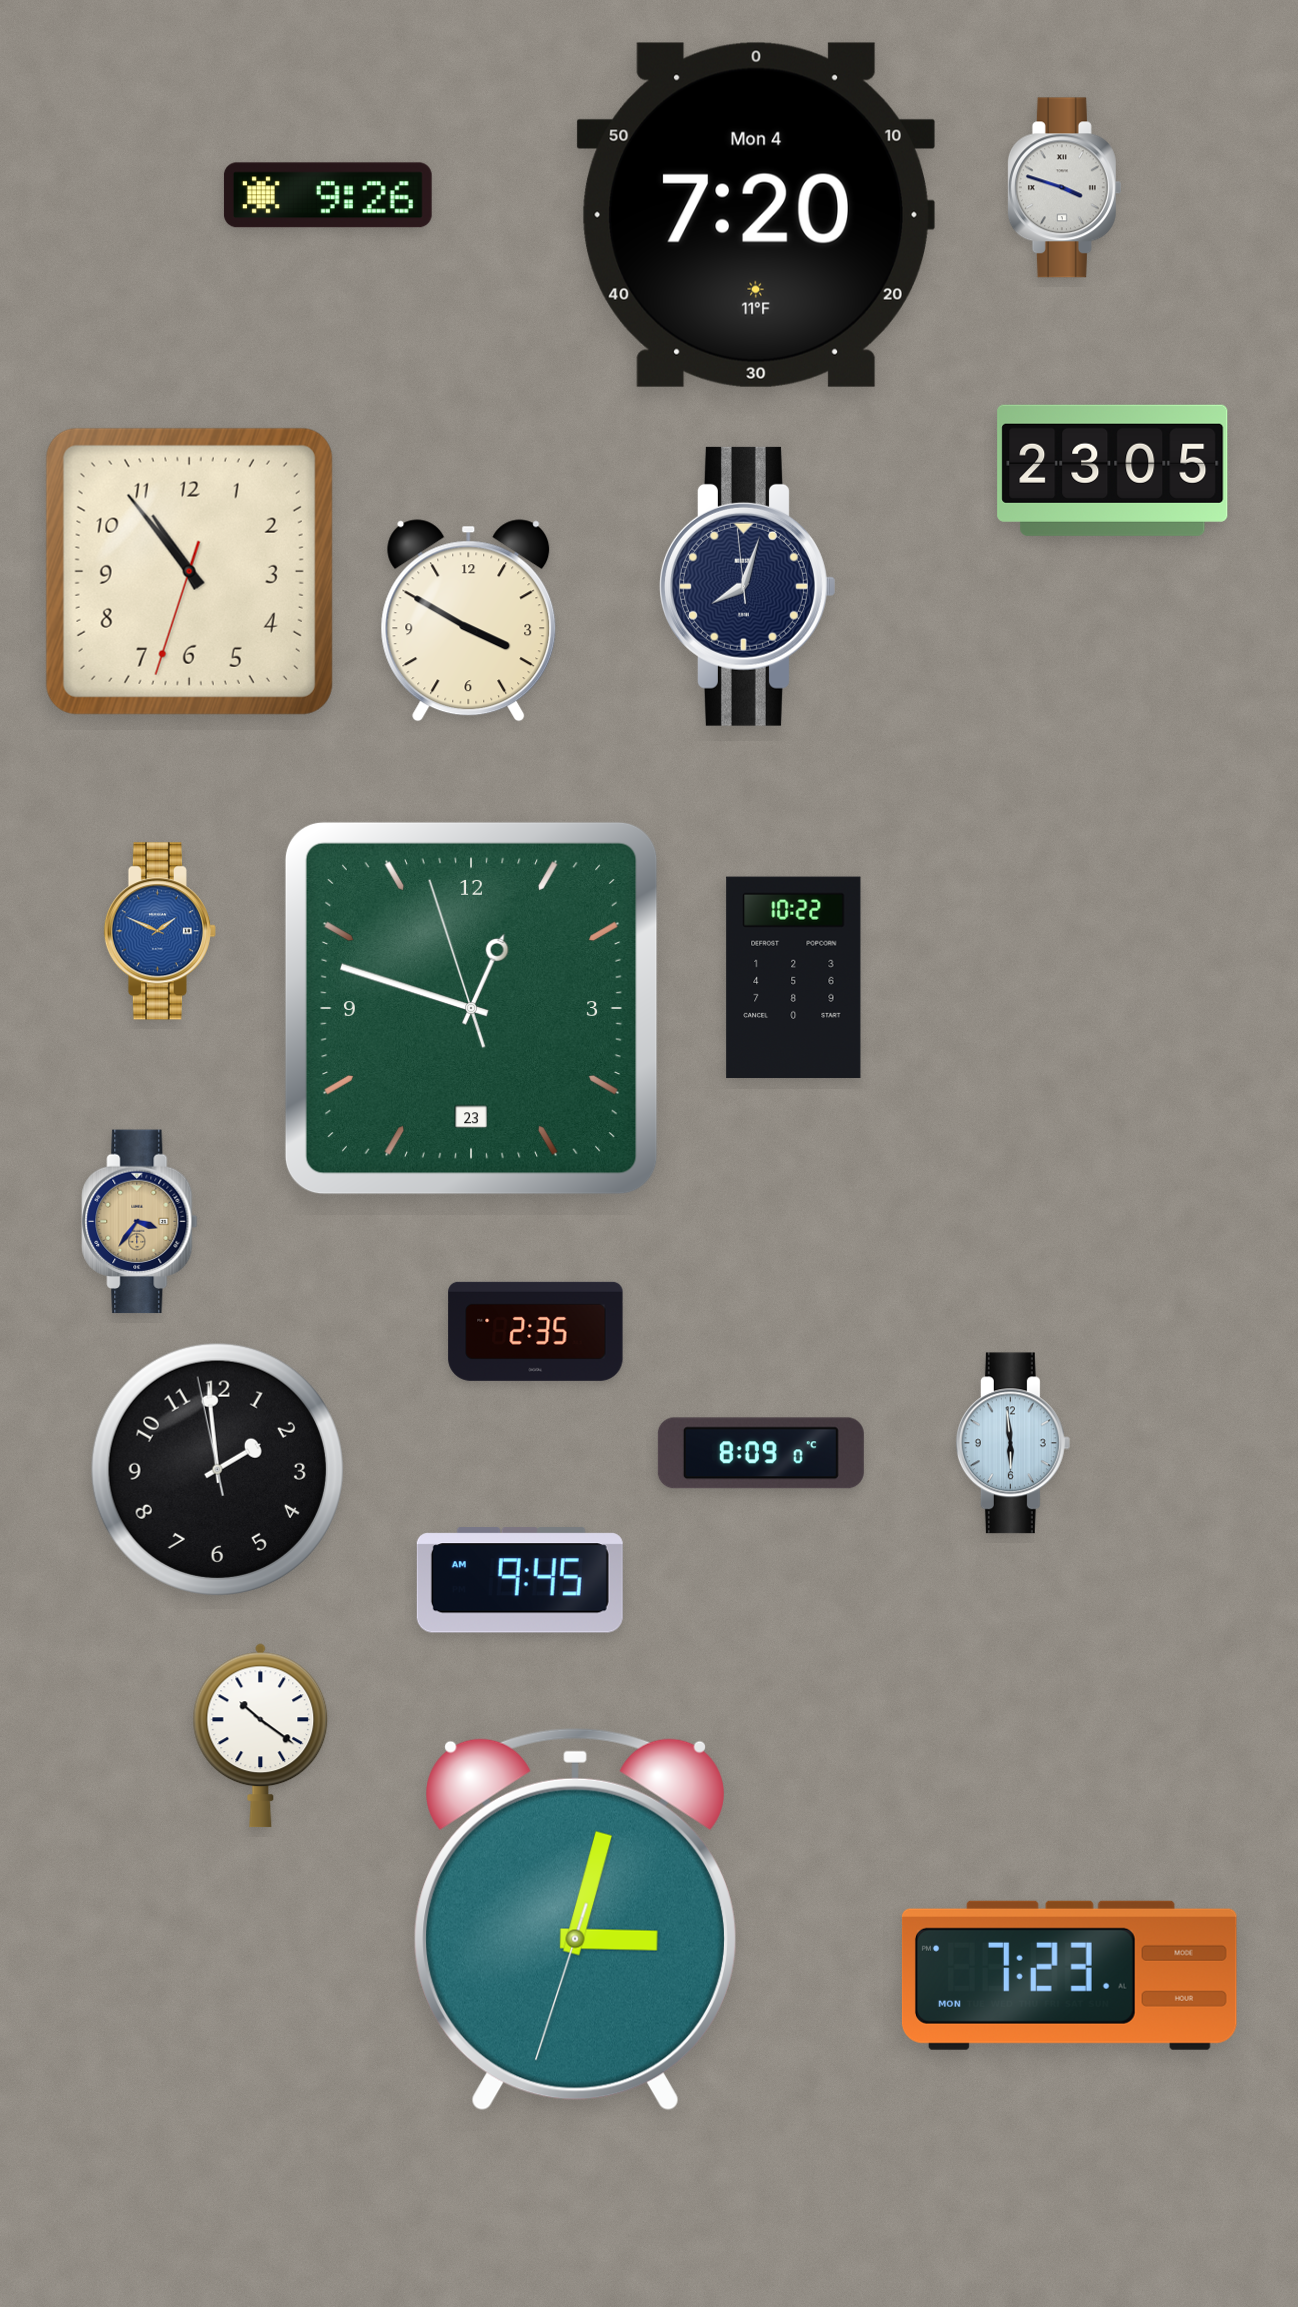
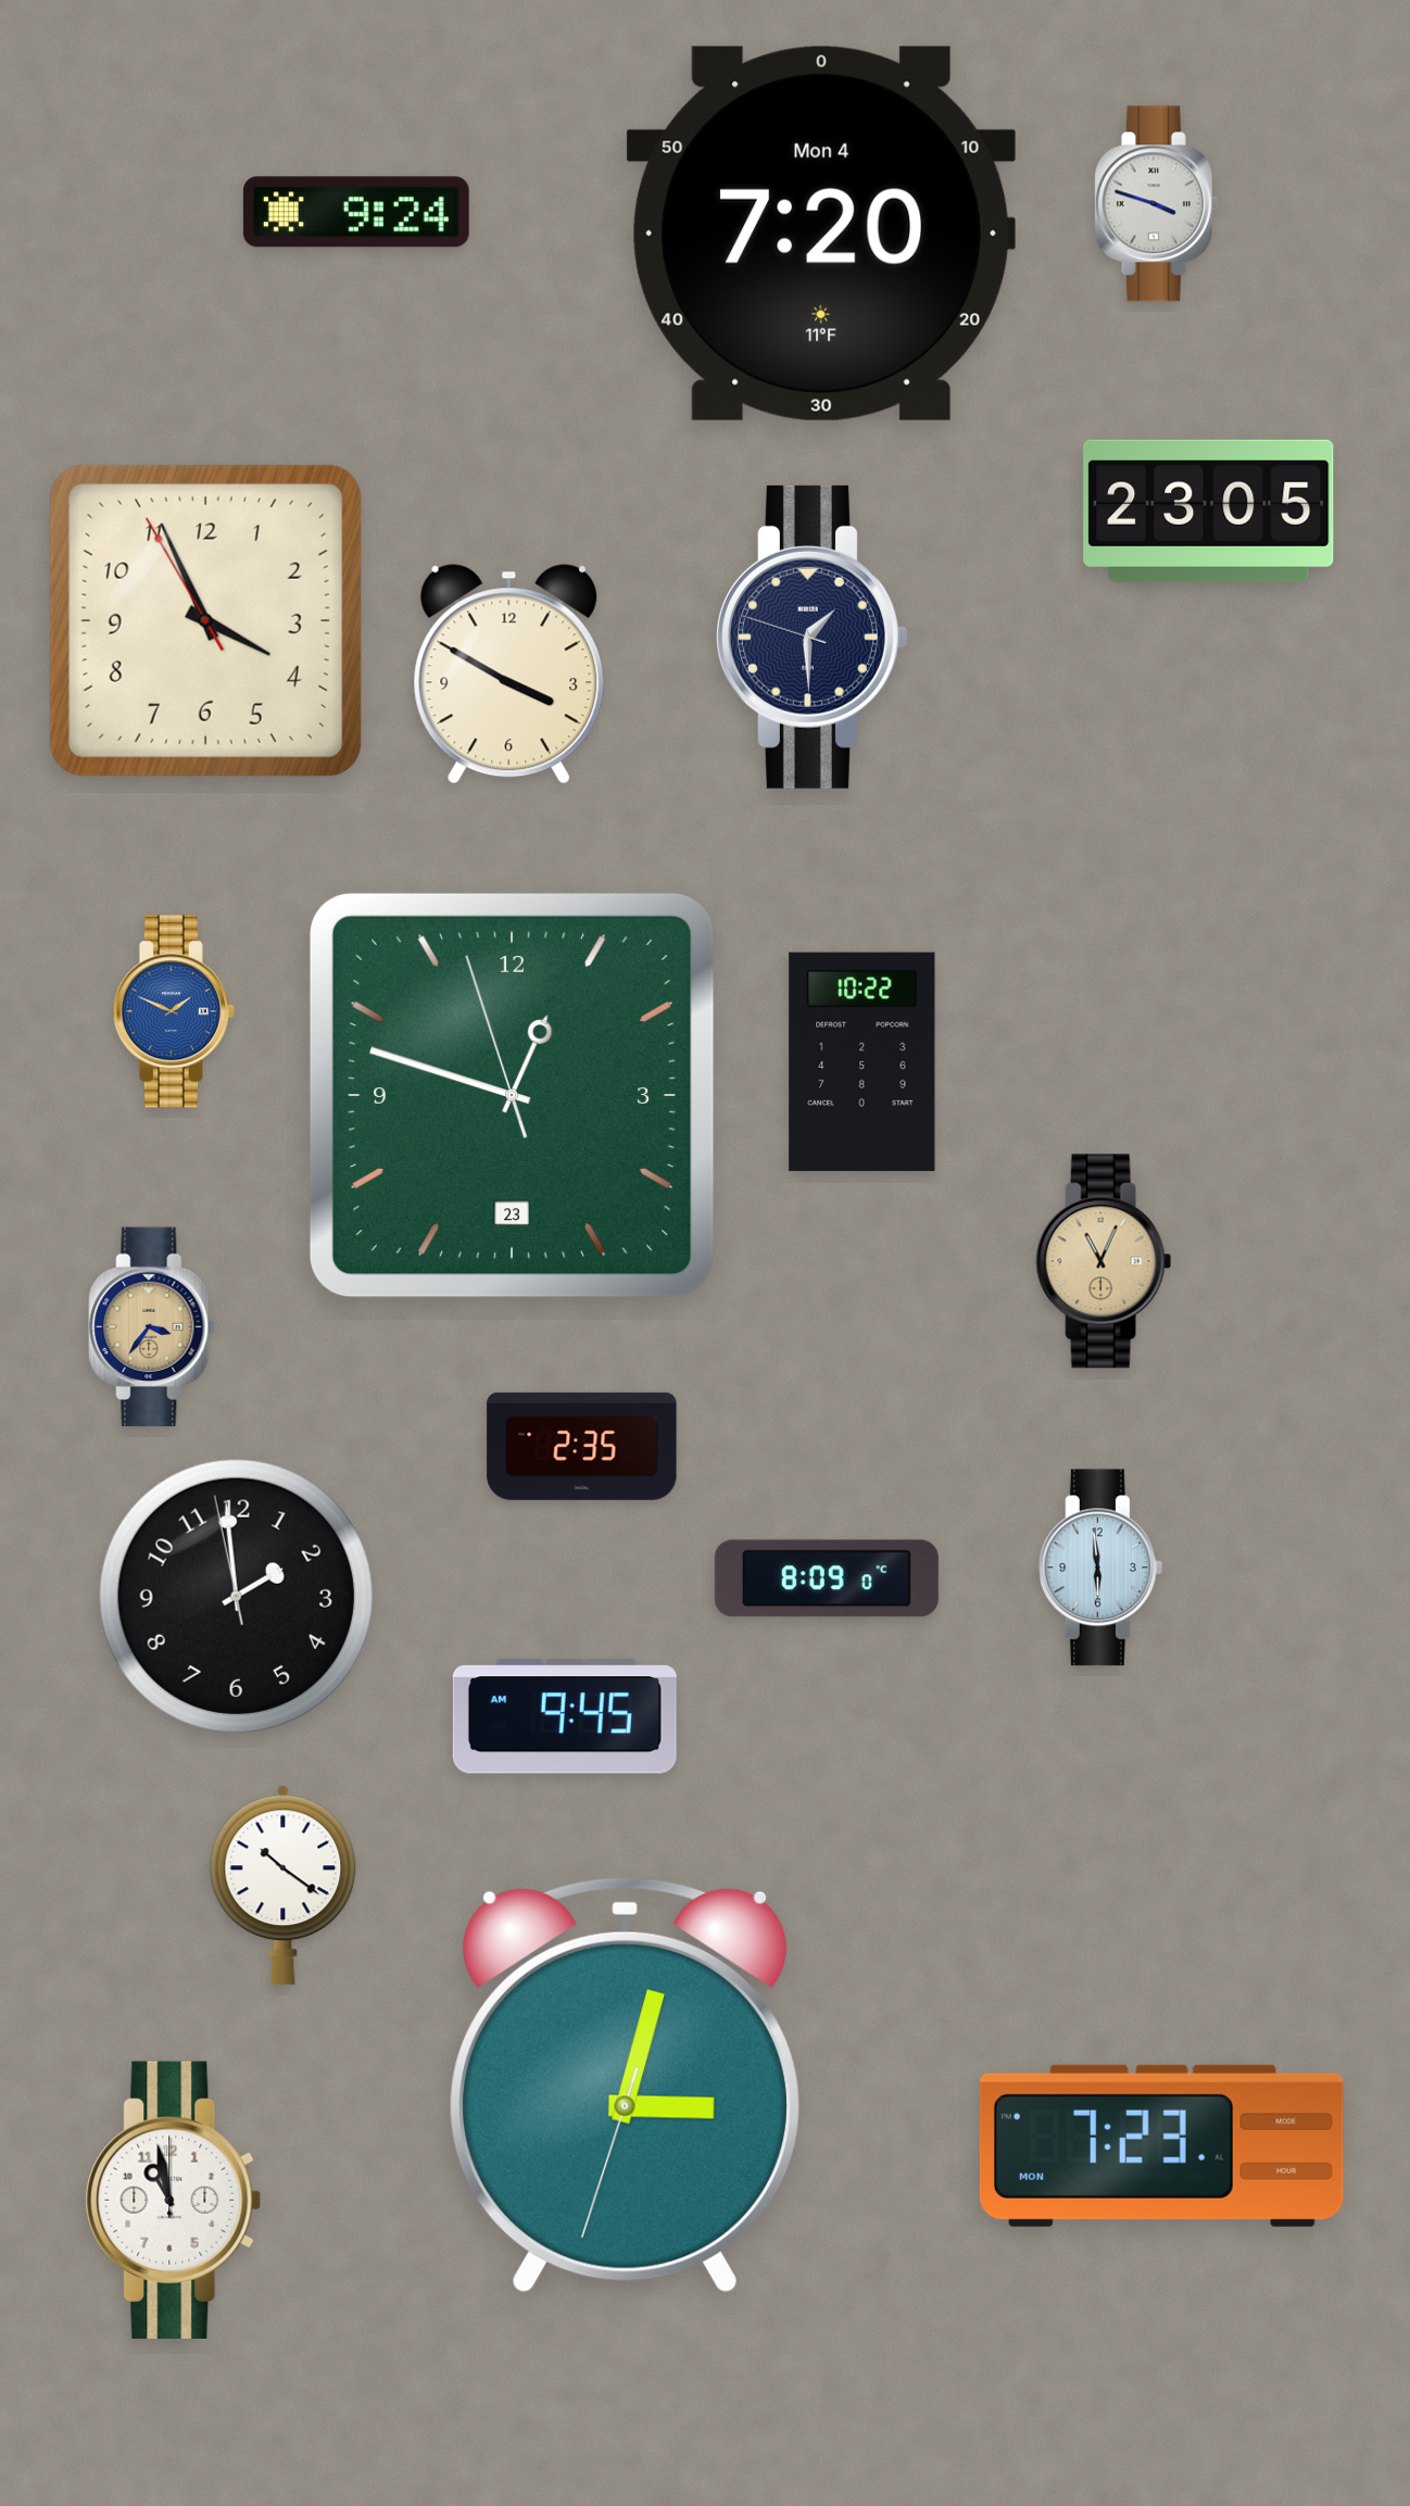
clock at (328, 195): 9:26 -> 9:24
clock at (189, 571): 10:53 -> 3:55
clock at (747, 586): 8:02 -> 1:29
clock at (1104, 1261): none -> 11:04
clock at (174, 2200): none -> 10:58
